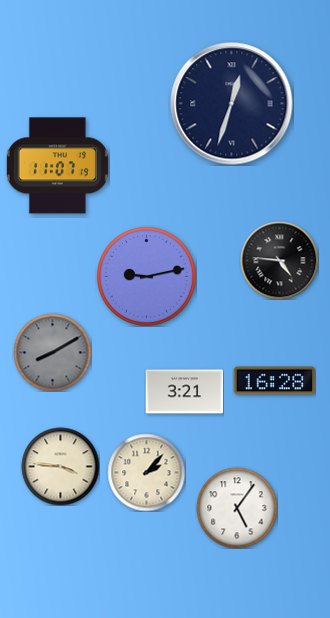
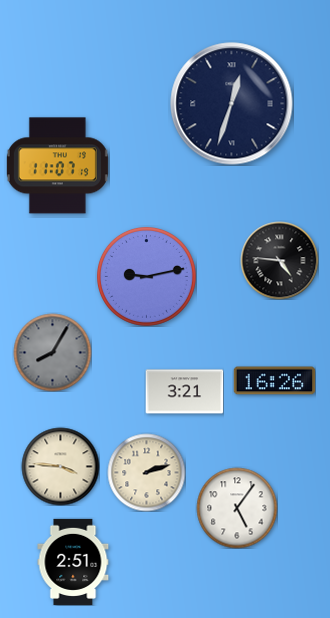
clock at (52, 352): 8:10 -> 8:05
clock at (274, 381): 16:28 -> 16:26
clock at (146, 472): 2:07 -> 2:12
clock at (73, 562): none -> 2:51
